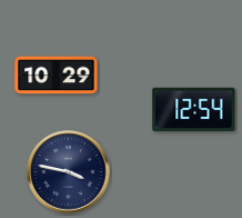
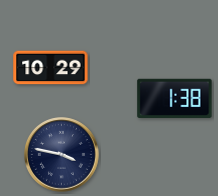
clock at (194, 109): 12:54 -> 1:38
